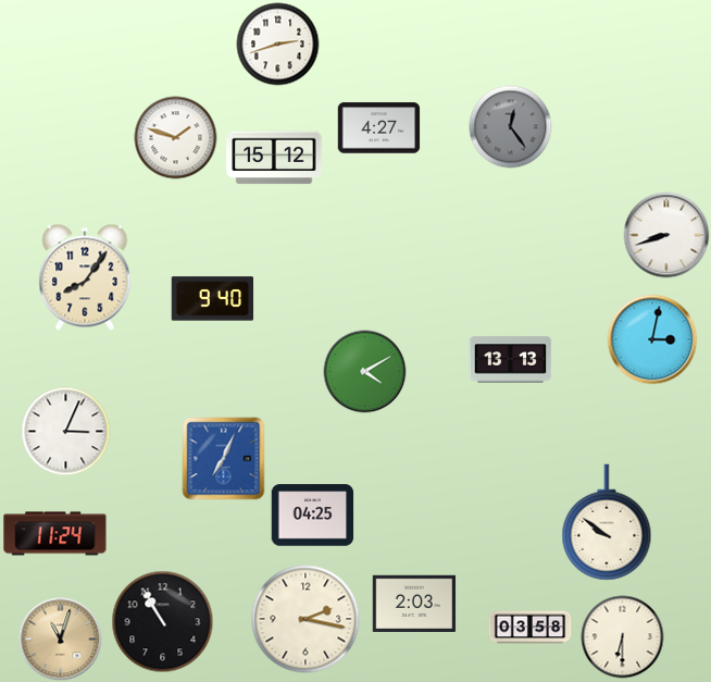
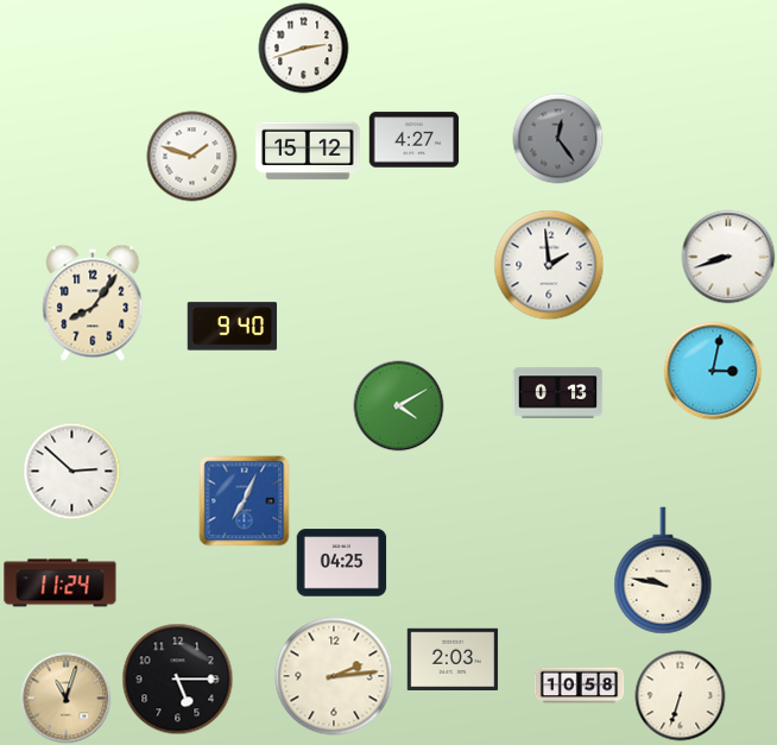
clock at (176, 138) position: (176, 138) -> (192, 157)
clock at (274, 158) position: (274, 158) -> (308, 151)
clock at (549, 265): none -> 1:59
clock at (511, 360): 13:13 -> 0:13
clock at (66, 432): 3:04 -> 2:52
clock at (607, 522): 9:51 -> 9:47
clock at (305, 619): 2:17 -> 2:14
clock at (163, 622): 10:55 -> 5:15
clock at (531, 628): 03:58 -> 10:58
clock at (623, 637): 6:30 -> 6:33
